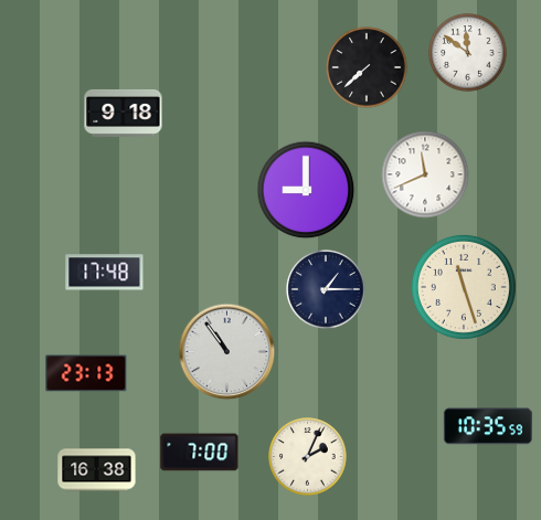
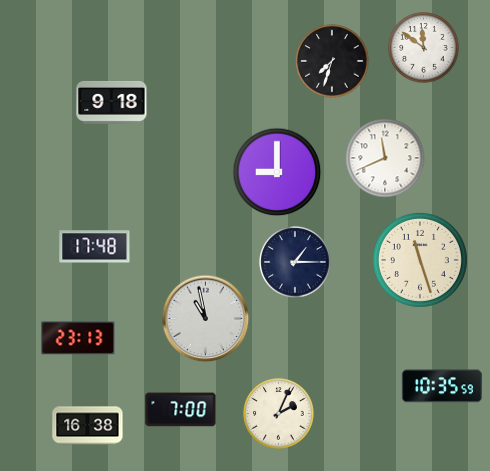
clock at (367, 67): 7:38 -> 7:33
clock at (227, 352): 10:54 -> 10:58
